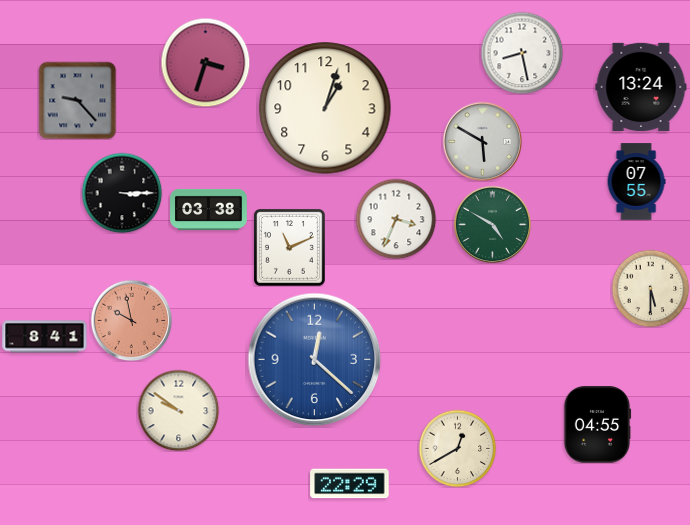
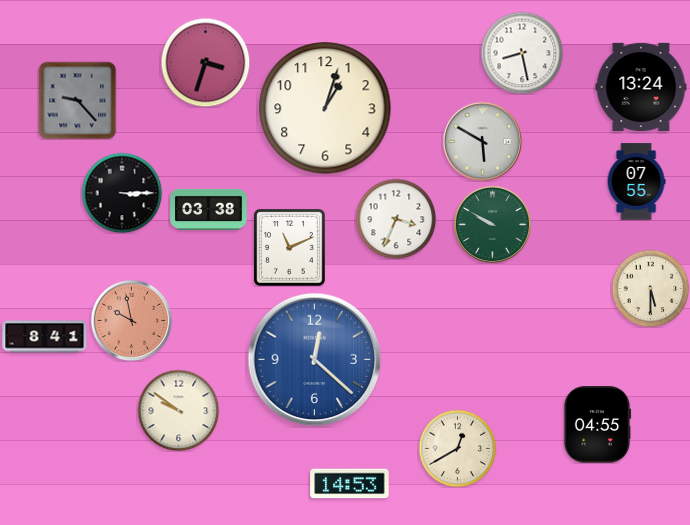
clock at (492, 224): 4:50 -> 9:50
clock at (350, 484): 22:29 -> 14:53
